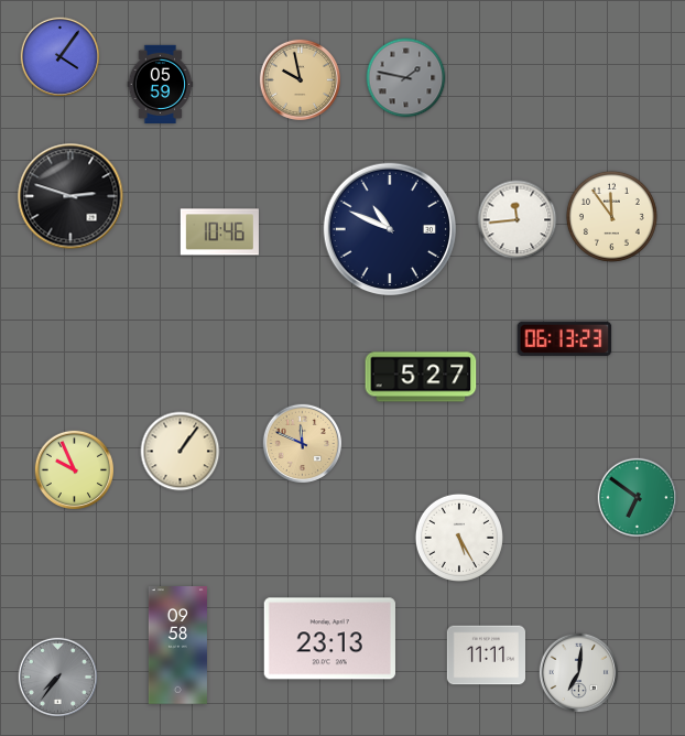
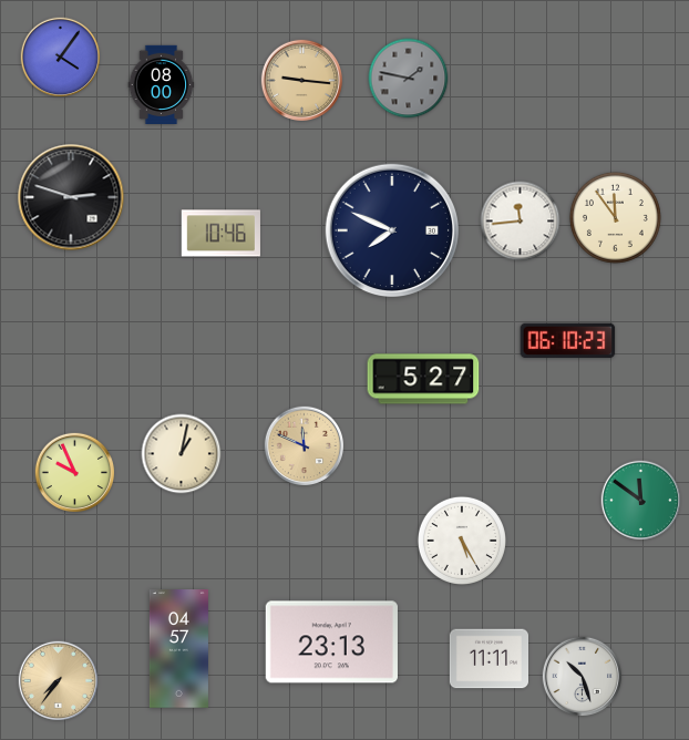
clock at (300, 79): 9:58 -> 9:16
clock at (161, 84): 05:59 -> 08:00
clock at (389, 228): 10:49 -> 7:49
clock at (565, 339): 06:13 -> 06:10
clock at (181, 452): 1:06 -> 1:02
clock at (638, 498): 6:51 -> 11:51
clock at (177, 646): 09:58 -> 04:57
clock at (579, 673): 7:01 -> 10:27
clock at (58, 678) dial: grey -> champagne
